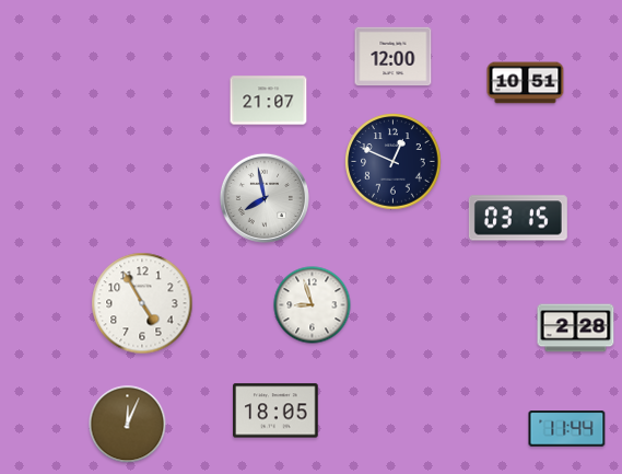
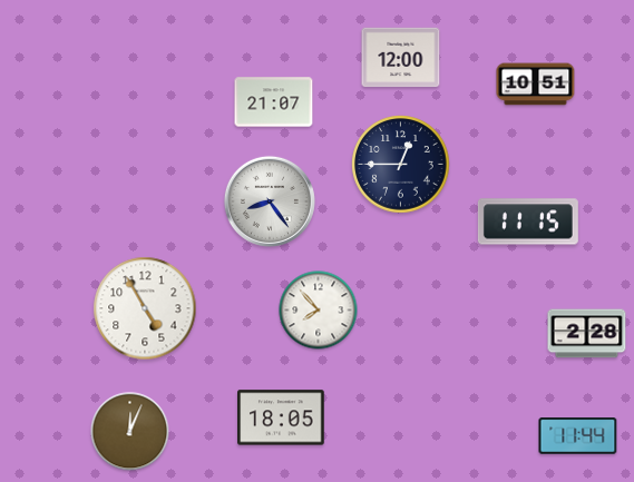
clock at (394, 162): 12:49 -> 12:45
clock at (265, 198): 7:58 -> 8:24
clock at (518, 218): 03:15 -> 11:15
clock at (313, 305): 8:57 -> 7:53
